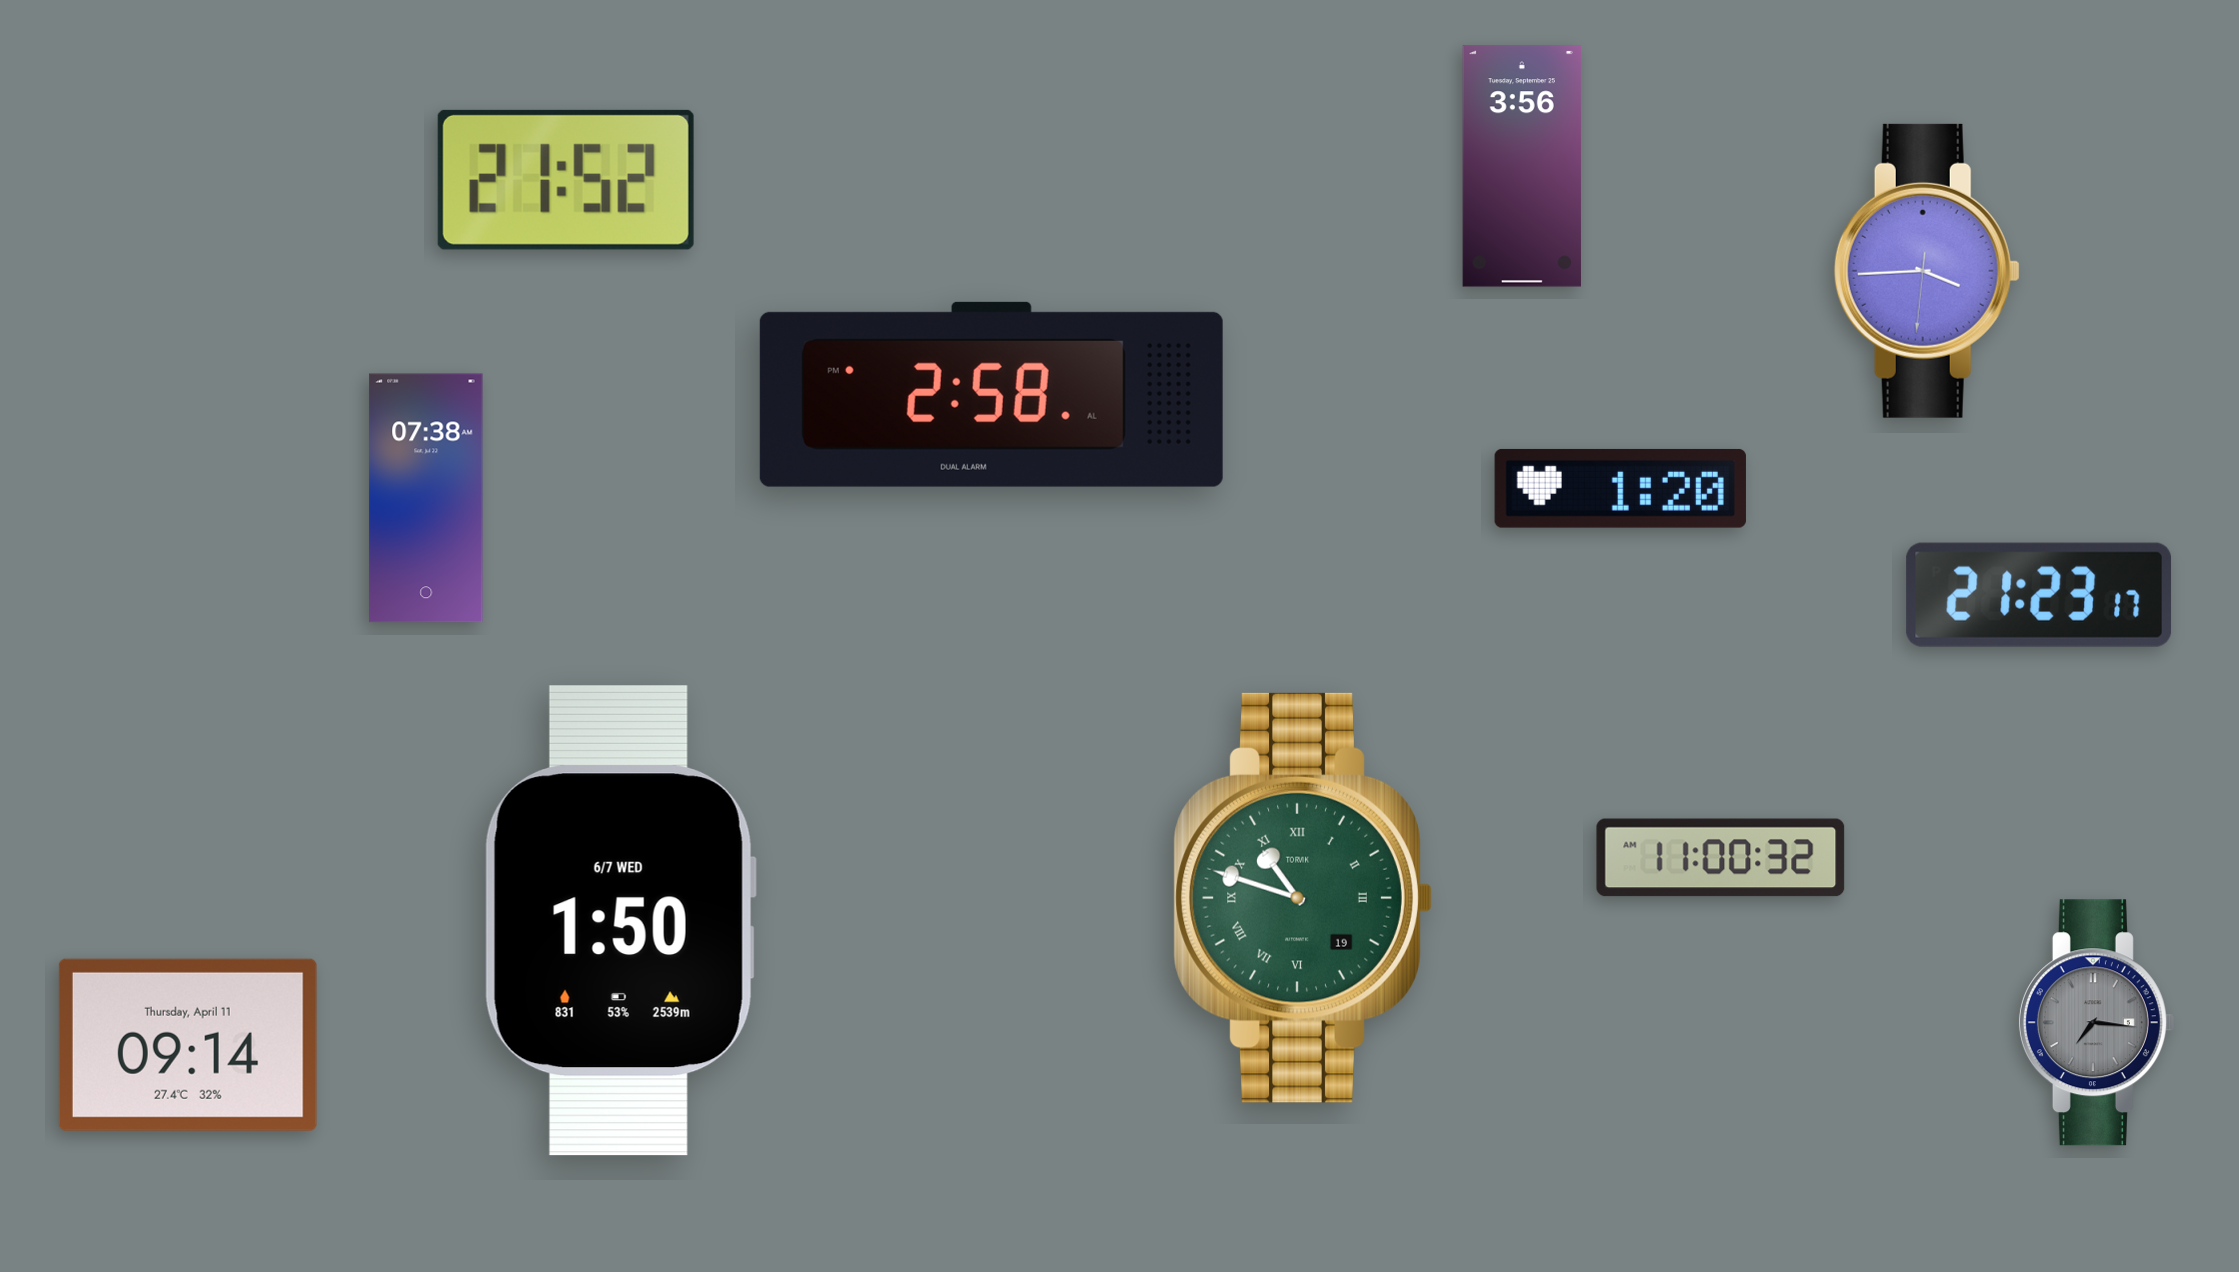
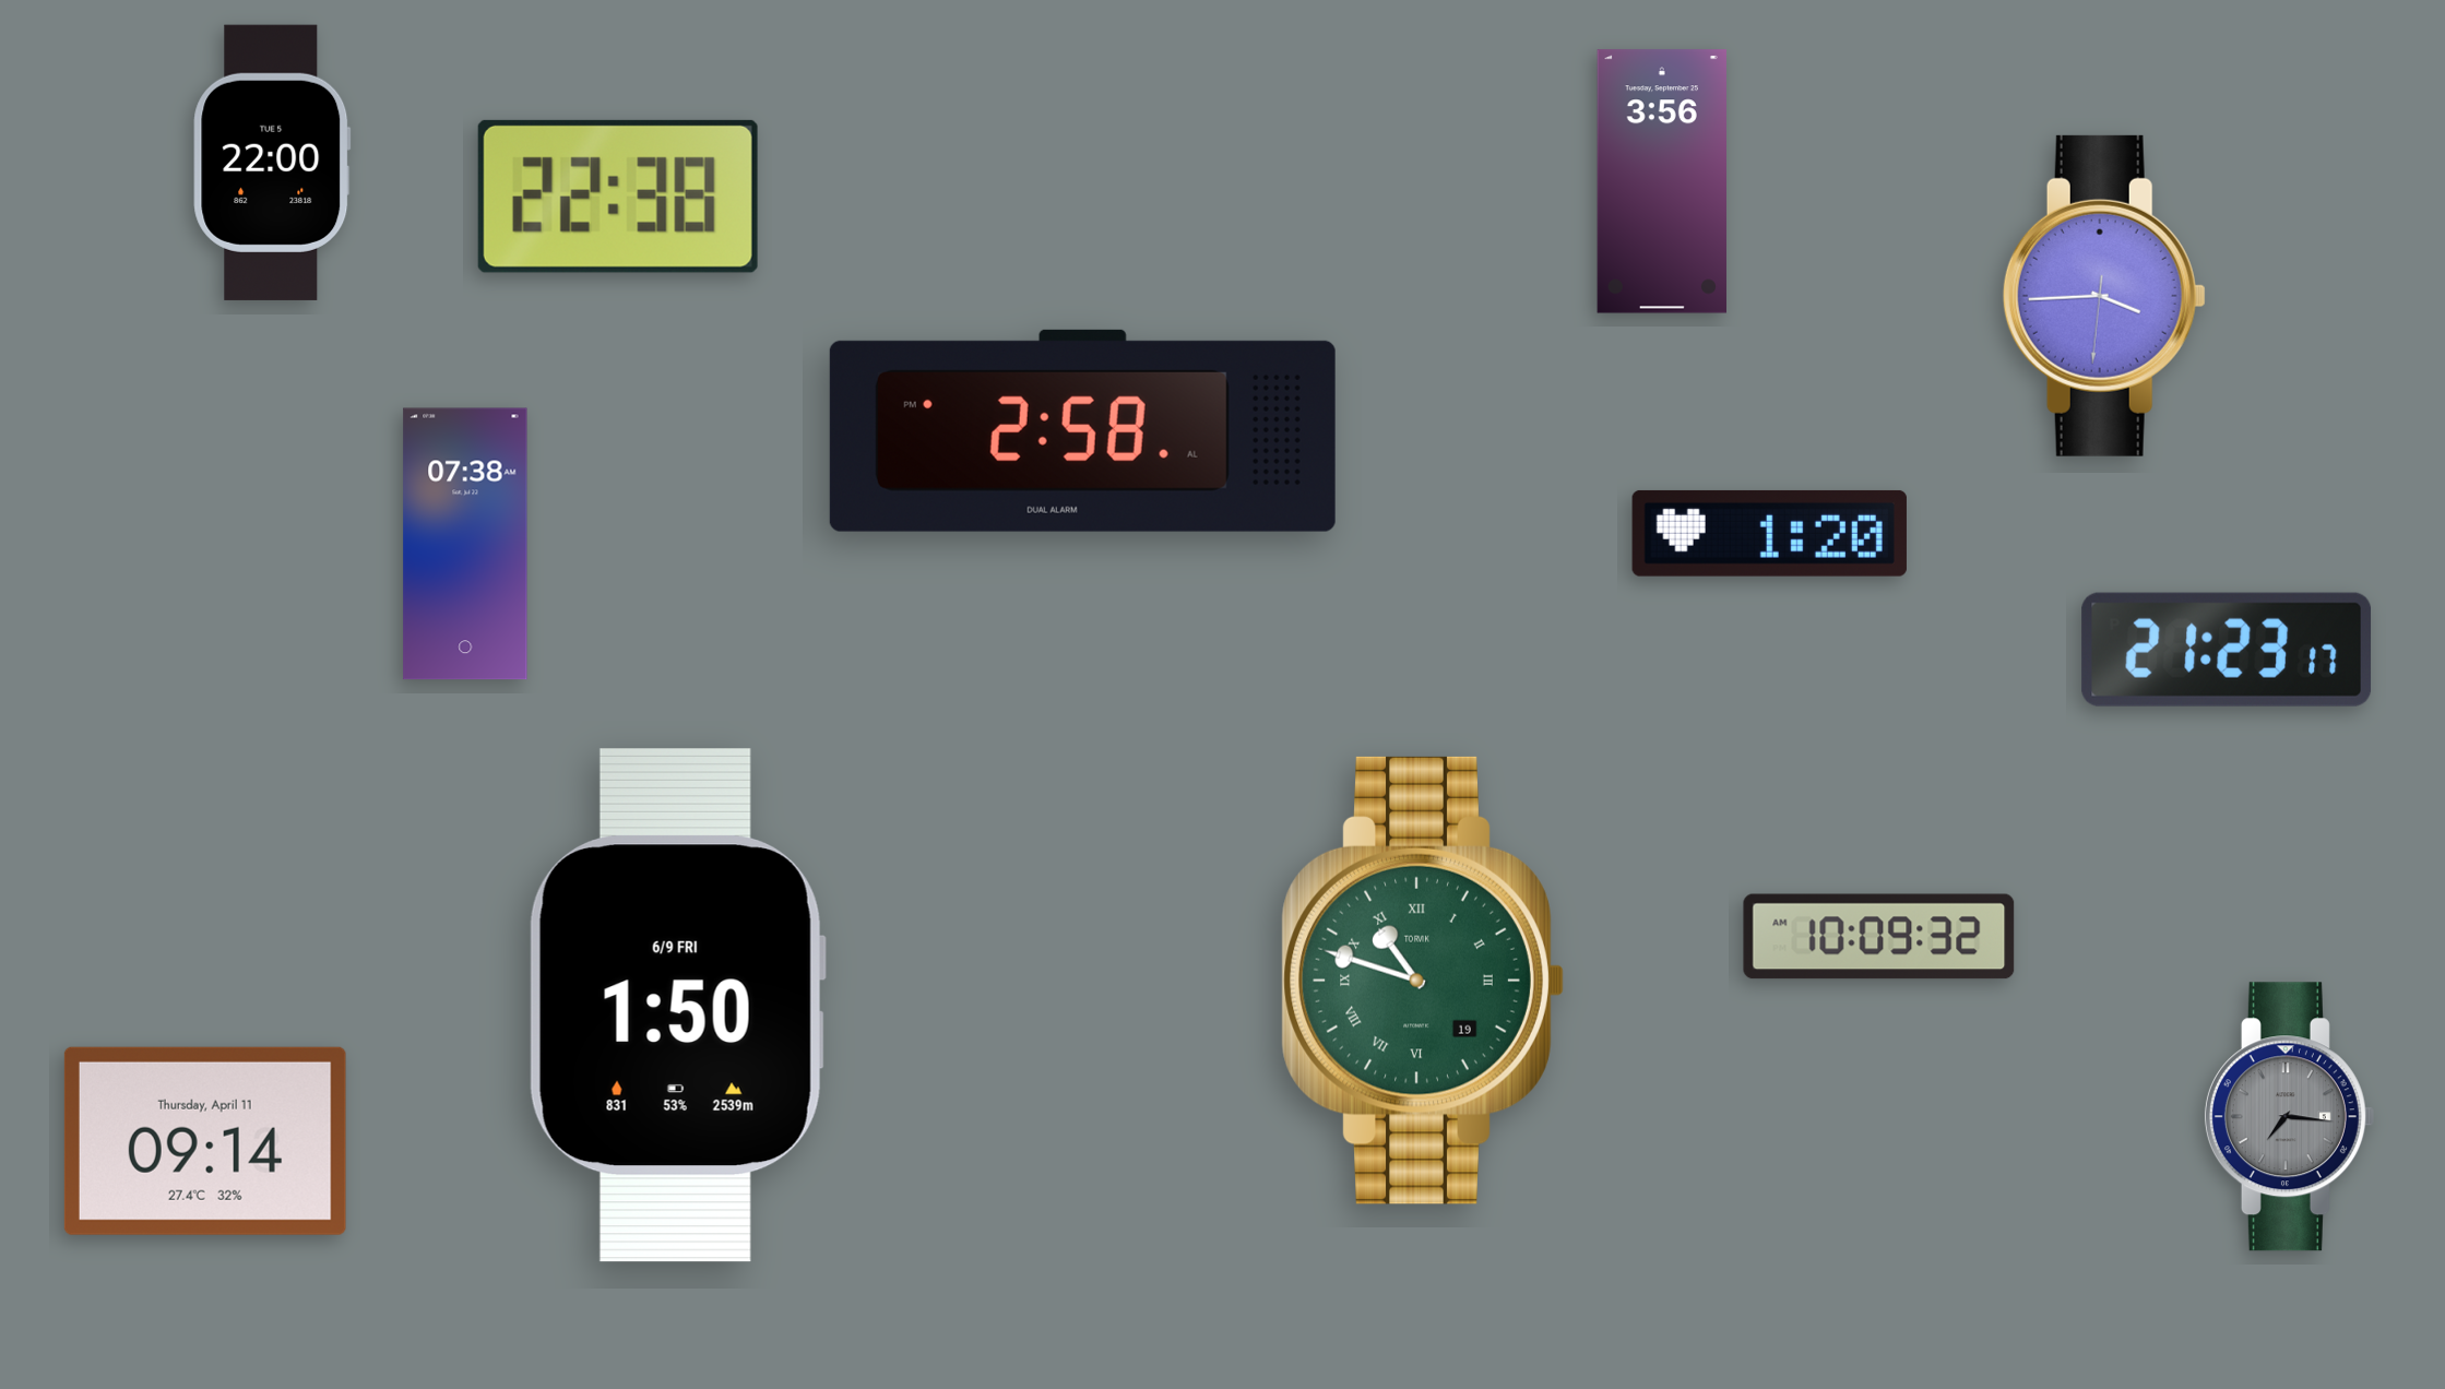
clock at (272, 163): none -> 22:00
clock at (566, 180): 21:52 -> 22:38
clock at (1721, 858): 11:00 -> 10:09
clock at (620, 921) date: 6/7 WED -> 6/9 FRI
